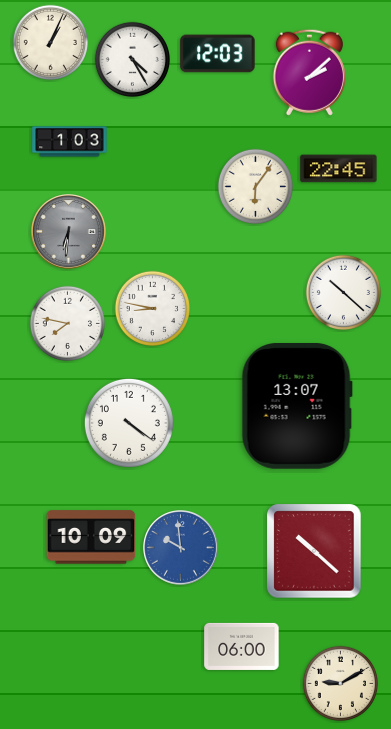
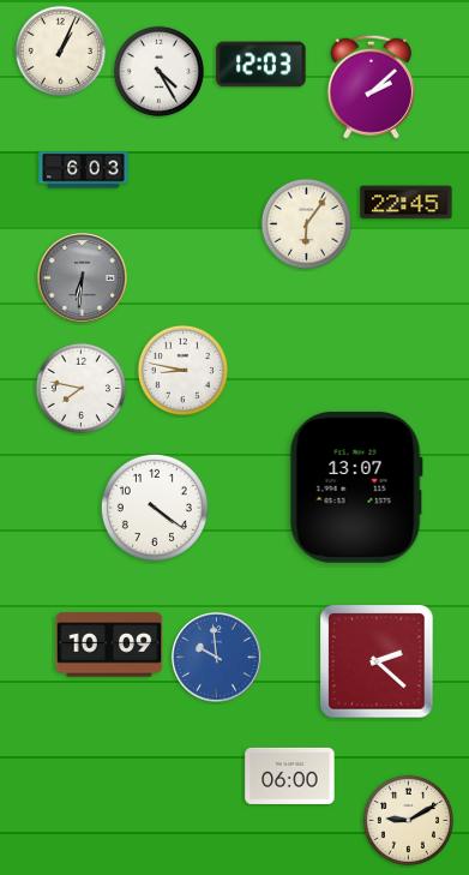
clock at (70, 142): 1:03 -> 6:03
clock at (343, 292): 10:22 -> none
clock at (314, 551): 10:22 -> 2:22
